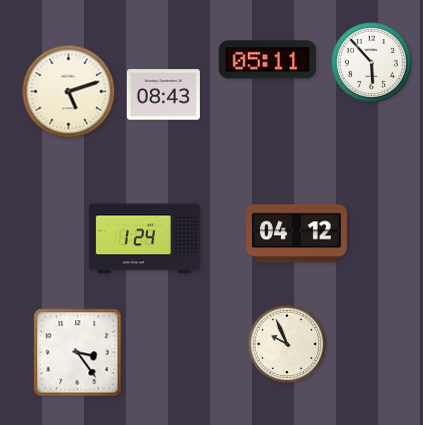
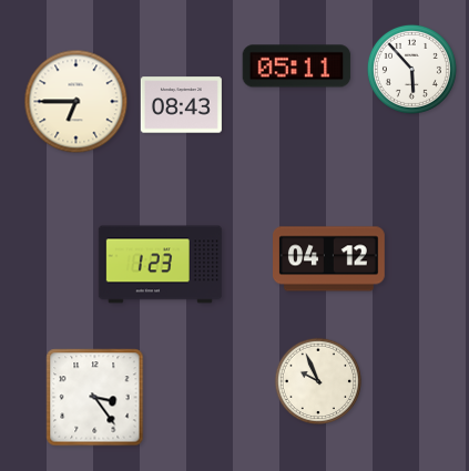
clock at (69, 92): 5:12 -> 6:45
clock at (145, 239): 1:24 -> 1:23
clock at (78, 353) position: (78, 353) -> (95, 398)
